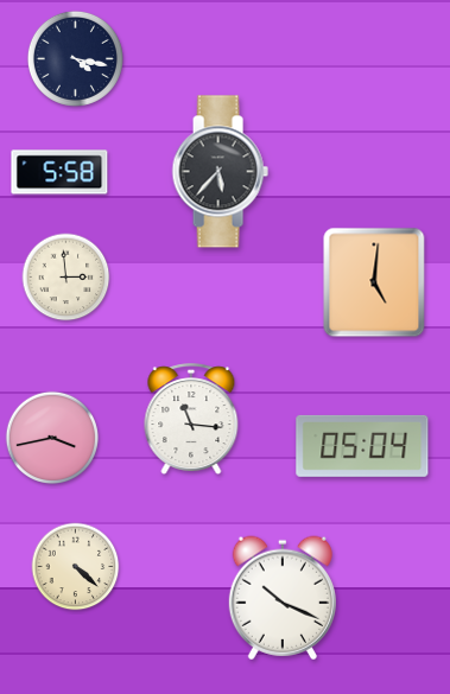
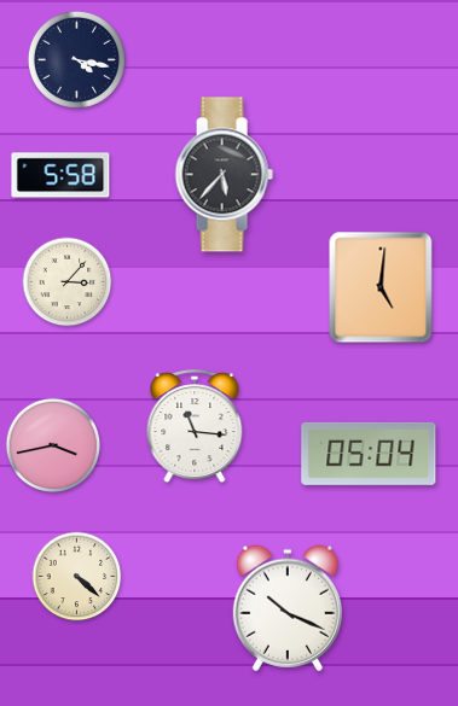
clock at (66, 278): 2:59 -> 3:07
